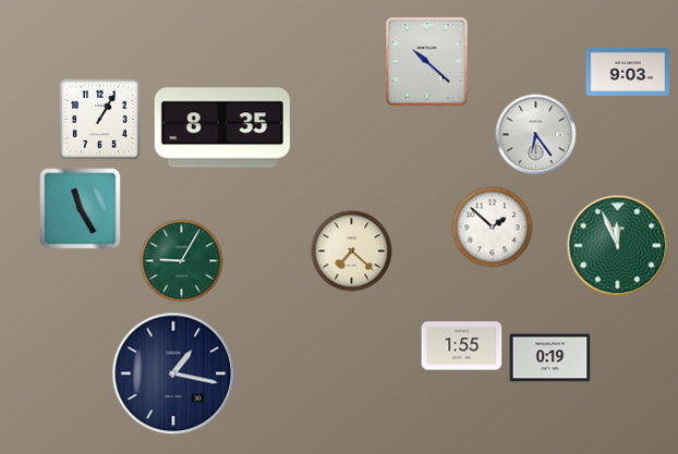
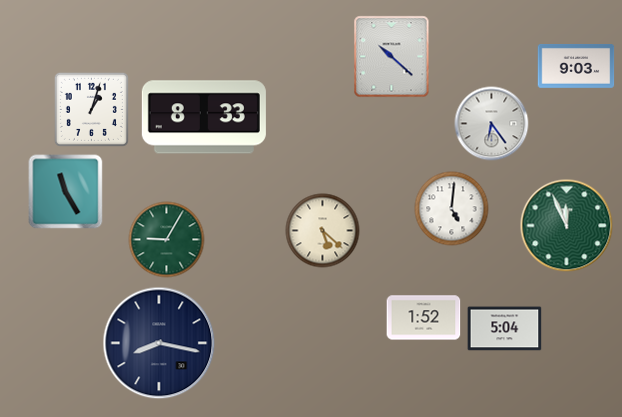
clock at (99, 119): 1:05 -> 1:03
clock at (222, 127): 8:35 -> 8:33
clock at (81, 209) position: (81, 209) -> (66, 192)
clock at (493, 228): 1:52 -> 5:01
clock at (352, 251): 7:22 -> 5:22
clock at (462, 346): 1:55 -> 1:52
clock at (550, 358): 0:19 -> 5:04
clock at (173, 373): 1:17 -> 8:17
